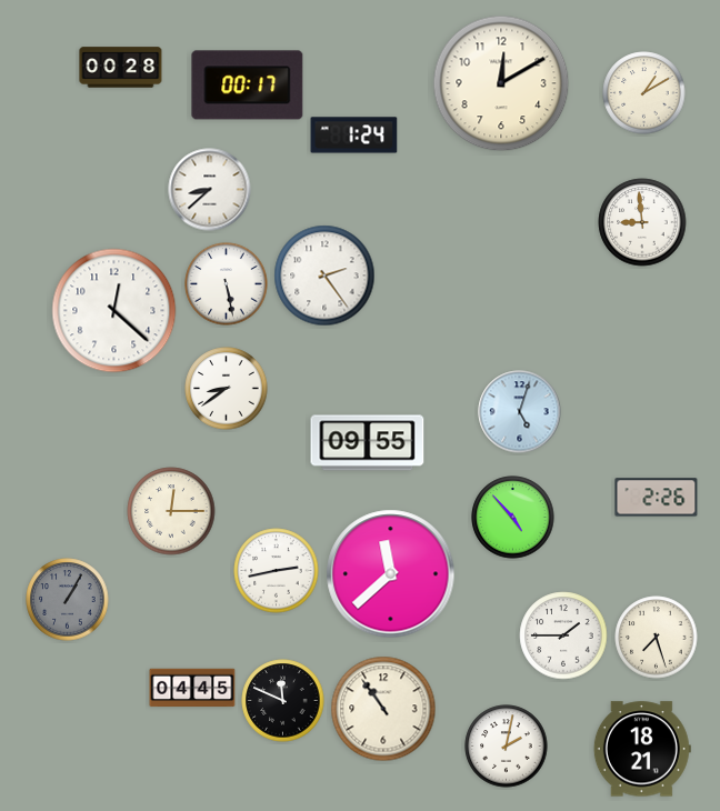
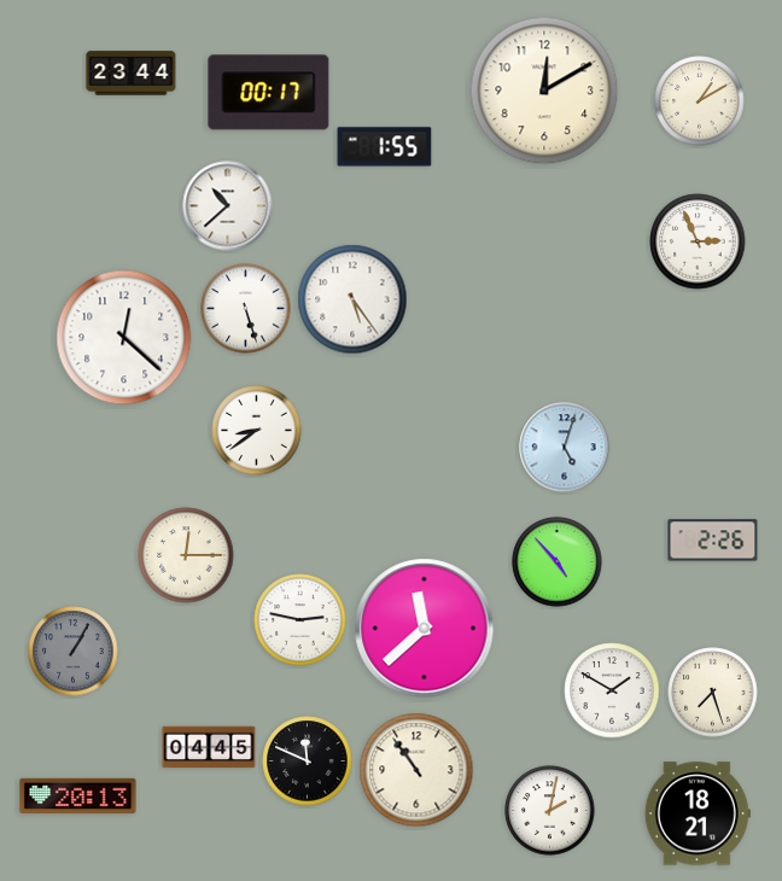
clock at (121, 68): 00:28 -> 23:44
clock at (354, 136): 1:24 -> 1:55
clock at (210, 190): 8:38 -> 10:38
clock at (642, 222): 8:59 -> 2:56
clock at (324, 276): 2:24 -> 5:24
clock at (227, 284): 5:28 -> 5:27
clock at (227, 389) position: (227, 389) -> (257, 431)
clock at (368, 443): 09:55 -> none
clock at (277, 571): 2:43 -> 2:47
clock at (391, 574) position: (391, 574) -> (425, 629)
clock at (563, 635): 1:45 -> 1:50
clock at (78, 797): none -> 20:13
